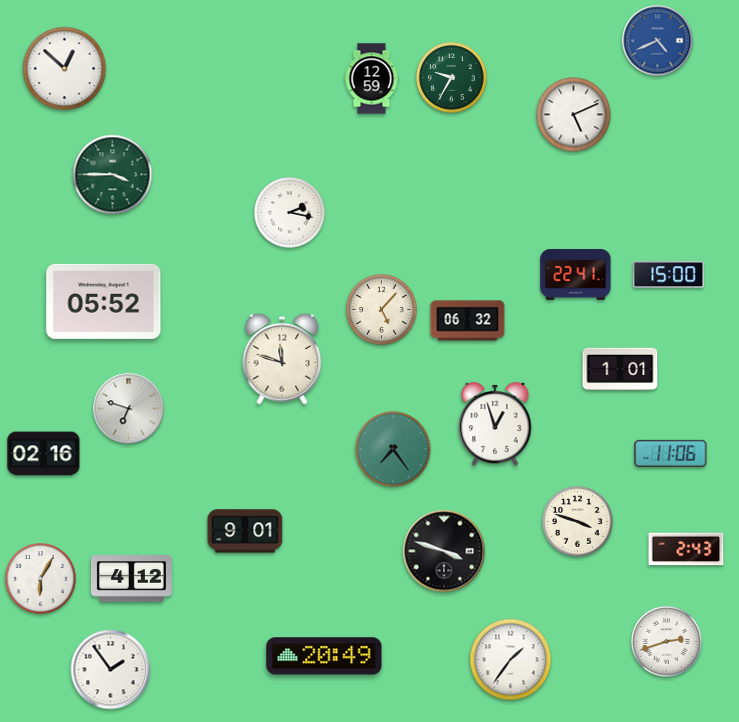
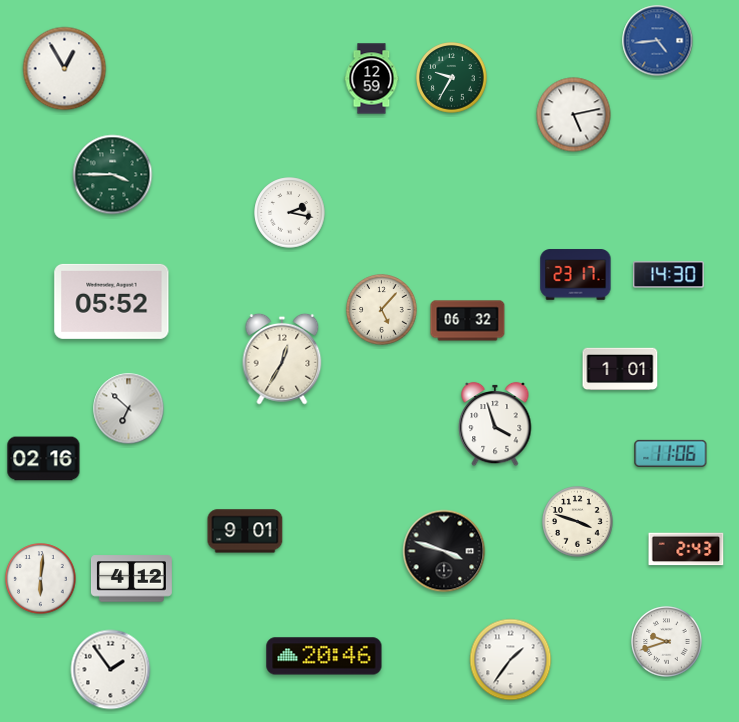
clock at (658, 41): 4:41 -> 4:44
clock at (65, 69): 12:52 -> 12:55
clock at (574, 115): 5:11 -> 5:13
clock at (576, 275): 22:41 -> 23:17
clock at (669, 275): 15:00 -> 14:30
clock at (104, 301) position: (104, 301) -> (112, 301)
clock at (282, 359): 11:48 -> 12:35
clock at (129, 409): 6:48 -> 6:52
clock at (495, 424): 12:57 -> 3:57
clock at (393, 449): 7:24 -> none
clock at (44, 454) position: (44, 454) -> (44, 459)
clock at (41, 579): 6:05 -> 6:01
clock at (667, 642): 2:42 -> 9:42
clock at (324, 656): 20:49 -> 20:46
